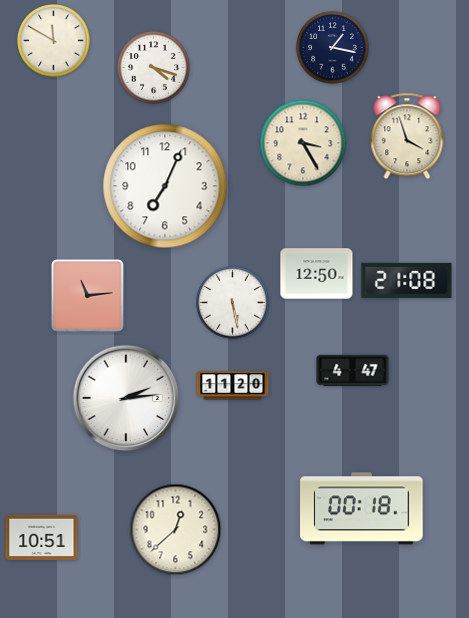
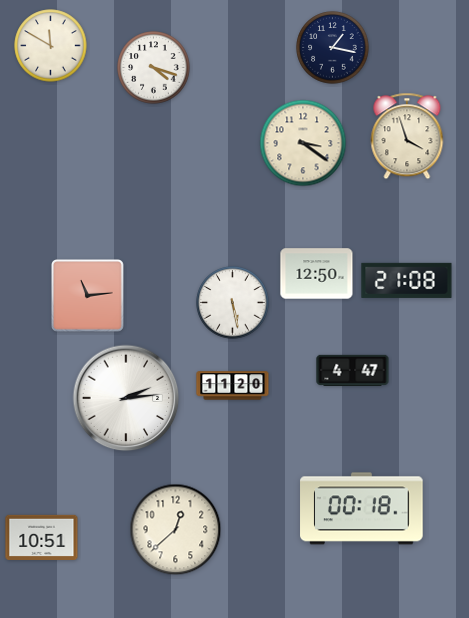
clock at (54, 41) position: (54, 41) -> (51, 46)
clock at (303, 143): 3:25 -> 3:21
clock at (165, 186): 7:04 -> none
